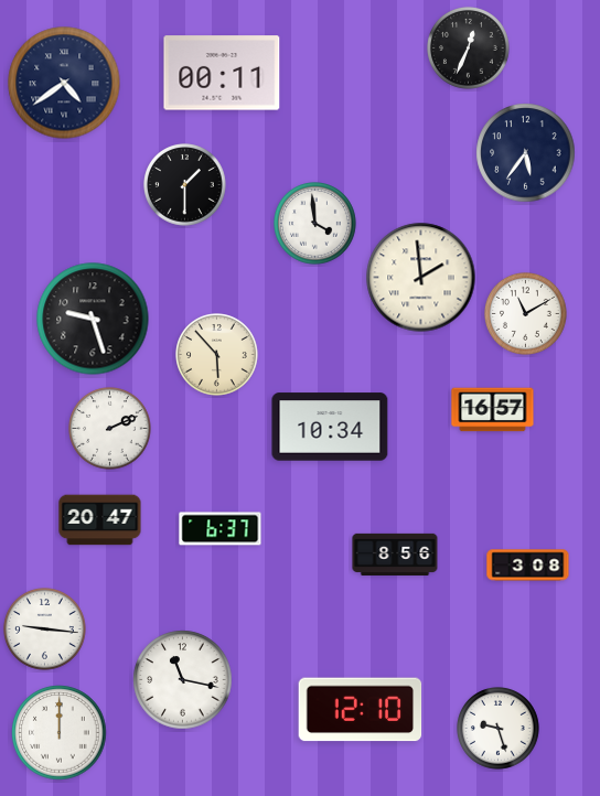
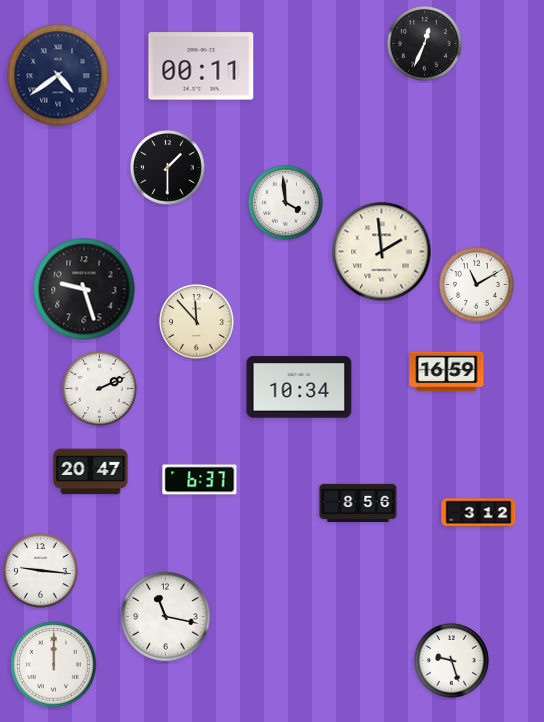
clock at (526, 153): 5:36 -> none
clock at (217, 355): 5:53 -> 11:53
clock at (493, 410): 16:57 -> 16:59
clock at (528, 566): 3:08 -> 3:12
clock at (361, 710): 12:10 -> none
